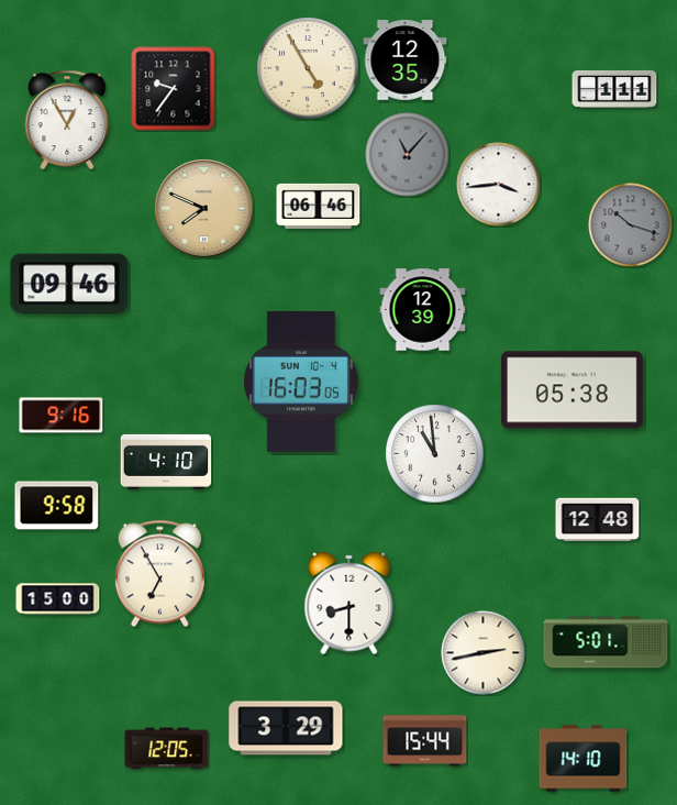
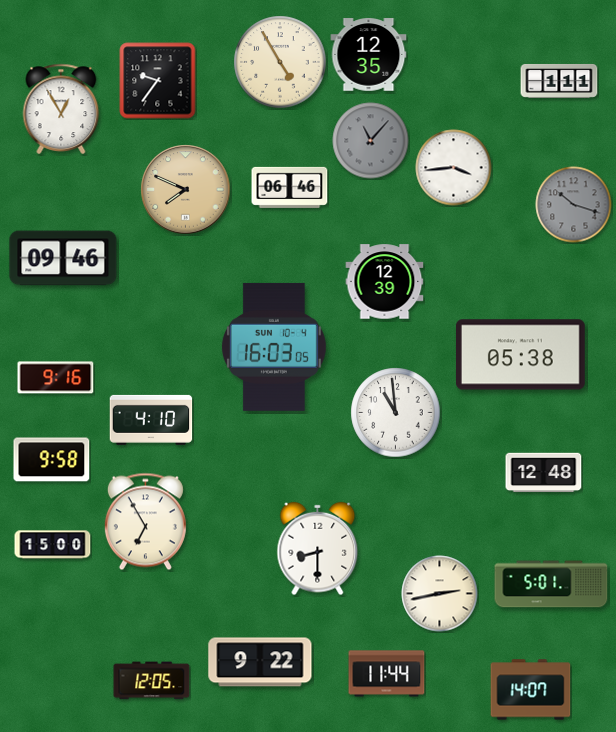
clock at (286, 728): 3:29 -> 9:22
clock at (425, 741): 15:44 -> 11:44
clock at (584, 759): 14:10 -> 14:07
